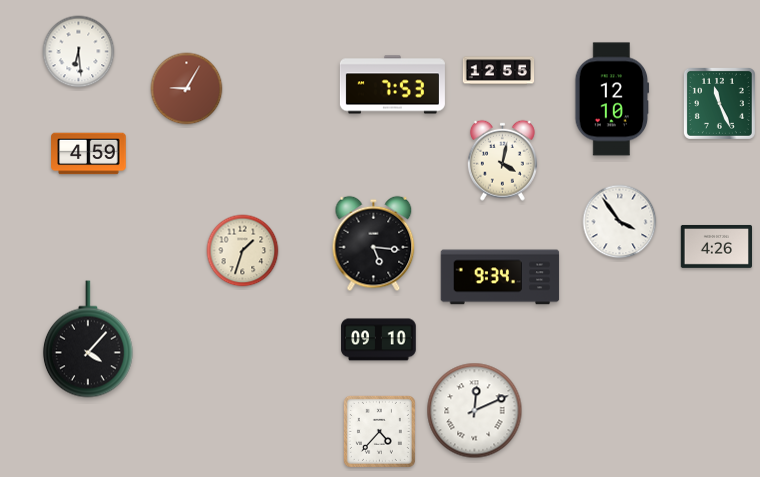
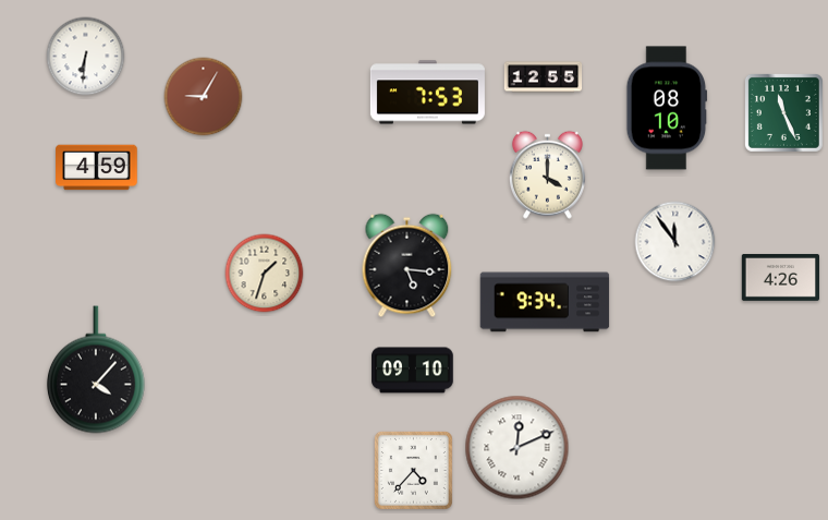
clock at (79, 52): 6:29 -> 6:31
clock at (612, 99): 12:10 -> 08:10
clock at (502, 160): 4:02 -> 4:00
clock at (620, 222): 3:54 -> 11:54
clock at (716, 246) position: (716, 246) -> (780, 277)
